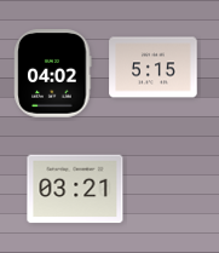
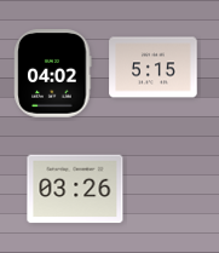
clock at (75, 189): 03:21 -> 03:26
